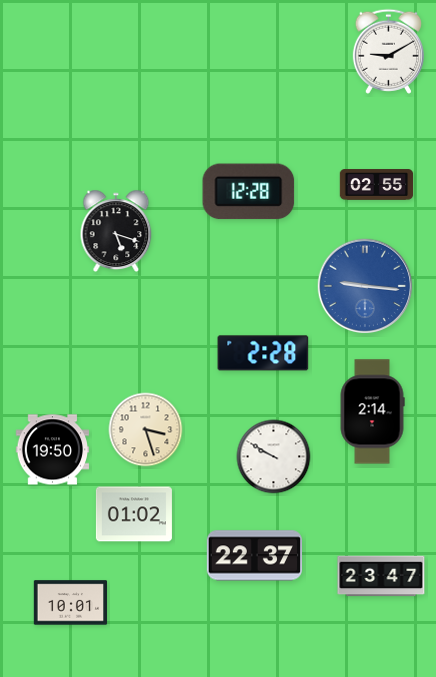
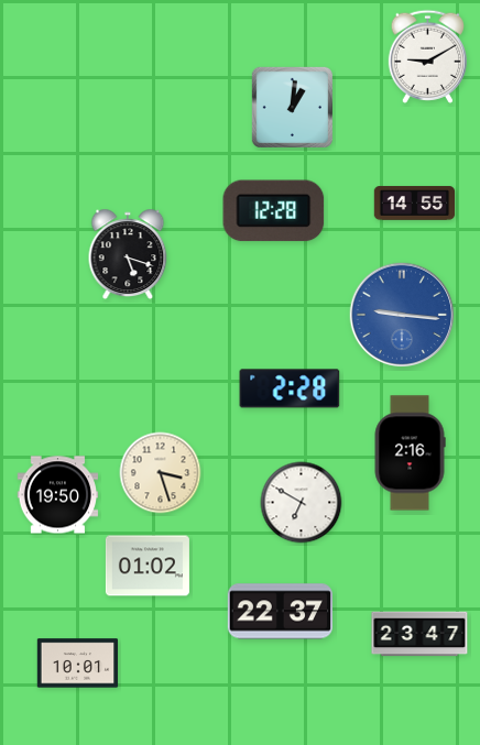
clock at (292, 107): none -> 1:01
clock at (377, 185): 02:55 -> 14:55
clock at (372, 412): 2:14 -> 2:16
clock at (274, 457): 9:50 -> 6:50
